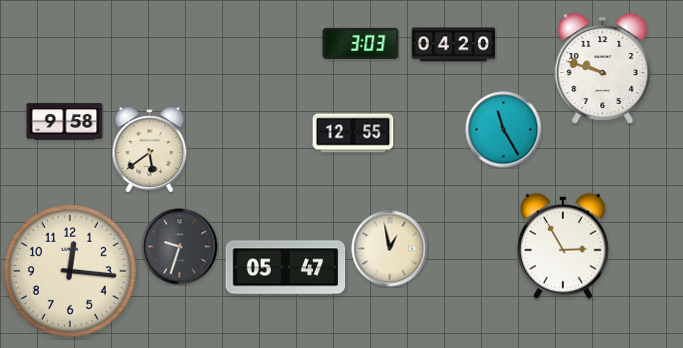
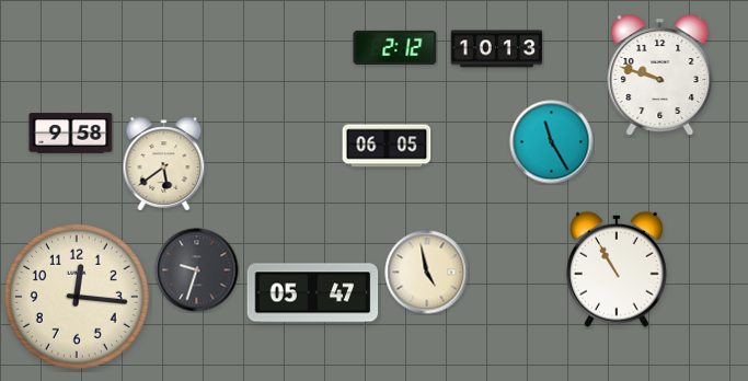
clock at (361, 43): 3:03 -> 2:12
clock at (454, 45): 04:20 -> 10:13
clock at (353, 133): 12:55 -> 06:05
clock at (563, 246): 2:55 -> 10:55
clock at (390, 249): 12:58 -> 4:58
